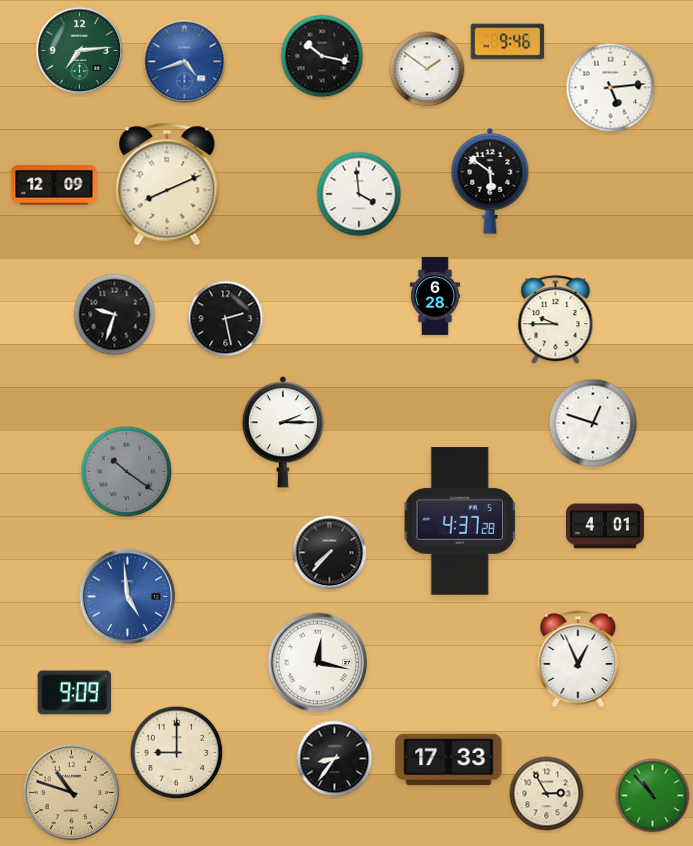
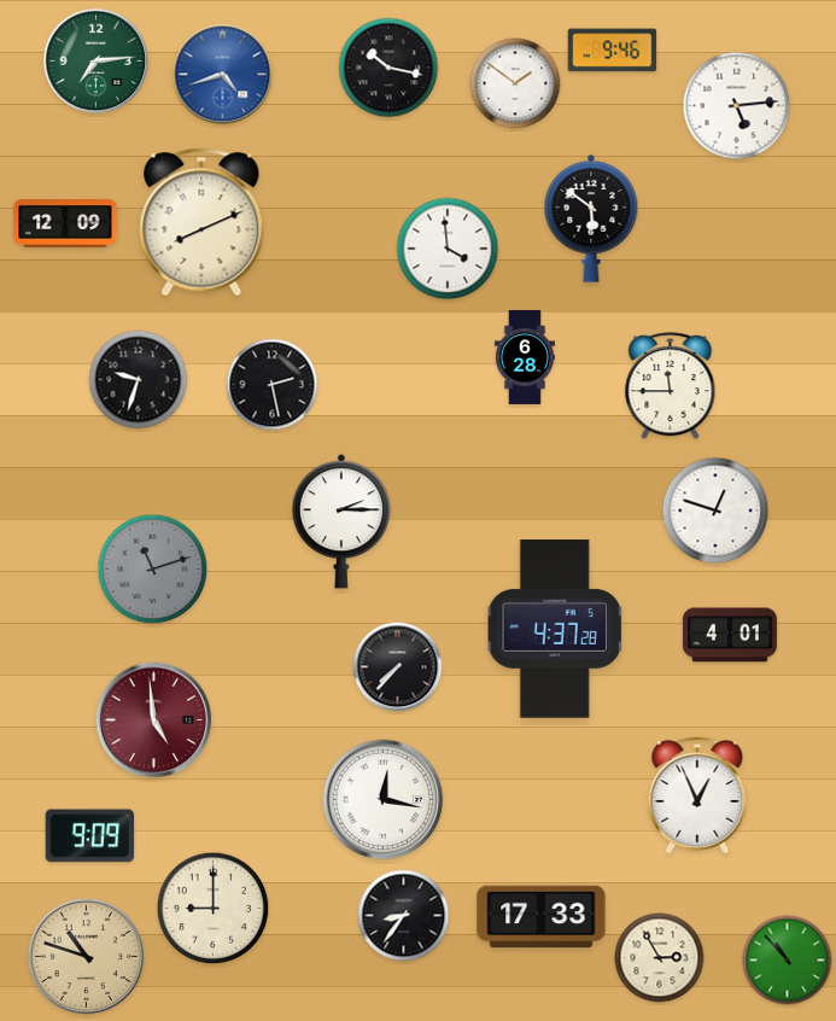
clock at (359, 194) position: (359, 194) -> (448, 249)
clock at (556, 320): 9:45 -> 11:45
clock at (127, 472): 10:21 -> 11:12
clock at (128, 597) dial: blue -> burgundy
